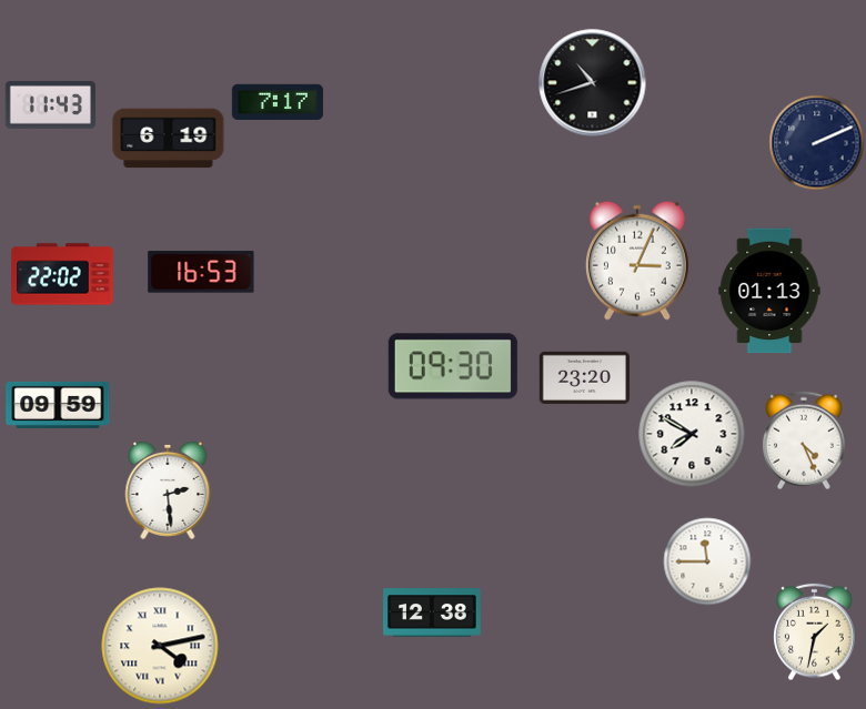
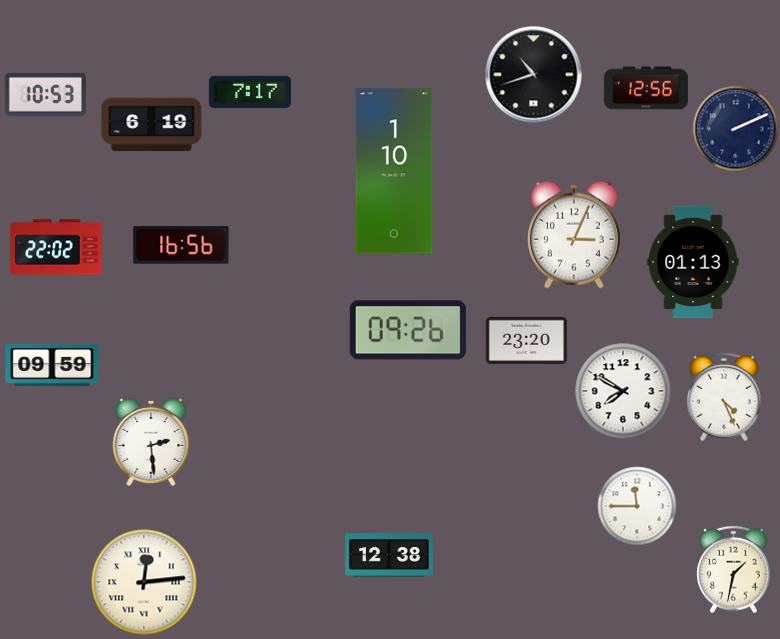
clock at (646, 88): none -> 12:56
clock at (50, 104): 11:43 -> 10:53
clock at (394, 171): none -> 1:10
clock at (201, 272): 16:53 -> 16:56
clock at (453, 366): 09:30 -> 09:26
clock at (432, 612) position: (432, 612) -> (389, 555)
clock at (160, 646): 4:13 -> 12:14
